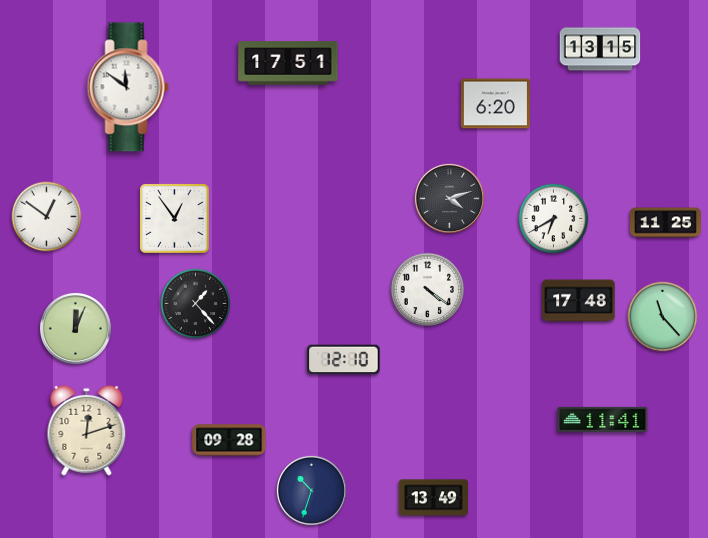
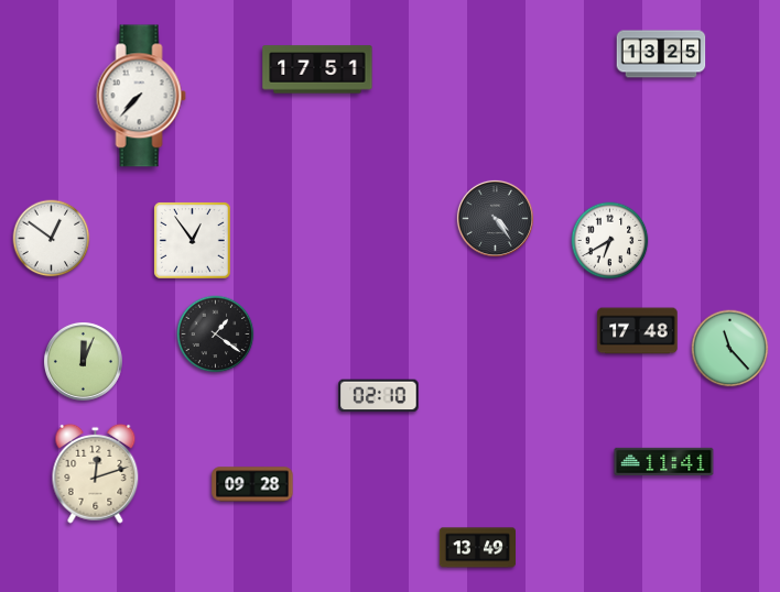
clock at (600, 49): 13:15 -> 13:25
clock at (128, 87): 11:51 -> 7:37
clock at (495, 104): 6:20 -> none
clock at (449, 198): 4:12 -> 4:24
clock at (666, 223): 11:25 -> none
clock at (427, 289): 4:21 -> none
clock at (196, 304): 1:23 -> 1:21
clock at (344, 360): 12:10 -> 02:10
clock at (311, 490): 10:33 -> none
